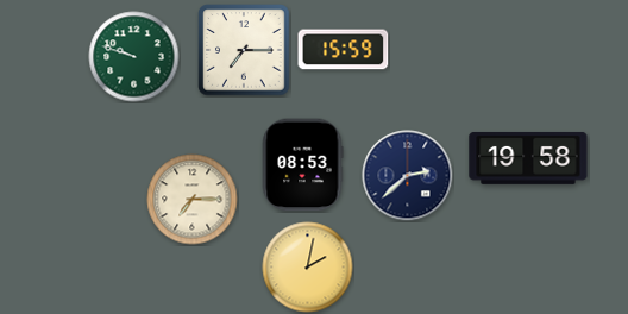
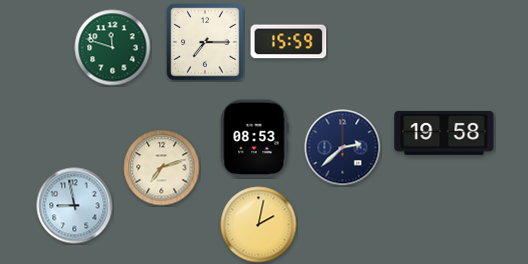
clock at (134, 57): 9:48 -> 11:48
clock at (193, 200): 7:15 -> 7:12
clock at (75, 206): none -> 8:58
